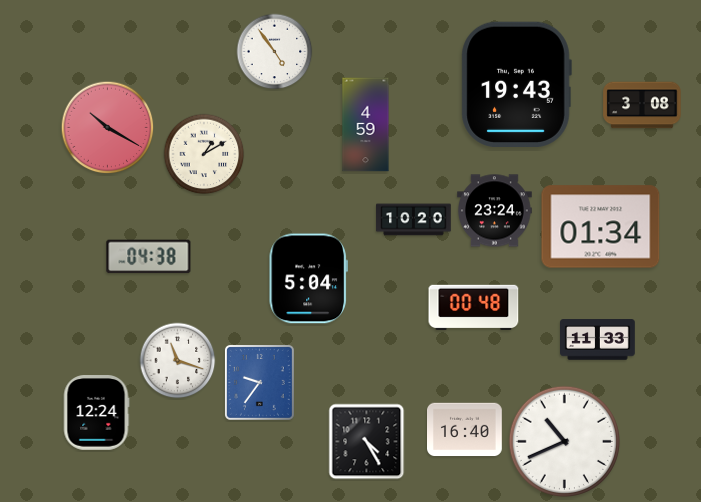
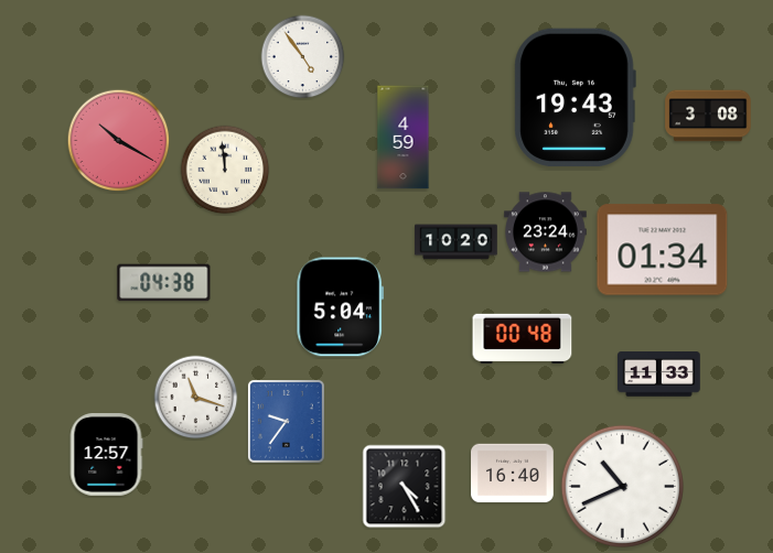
clock at (516, 84) position: (516, 84) -> (575, 97)
clock at (204, 154): 1:10 -> 11:59
clock at (96, 413): 12:24 -> 12:57
